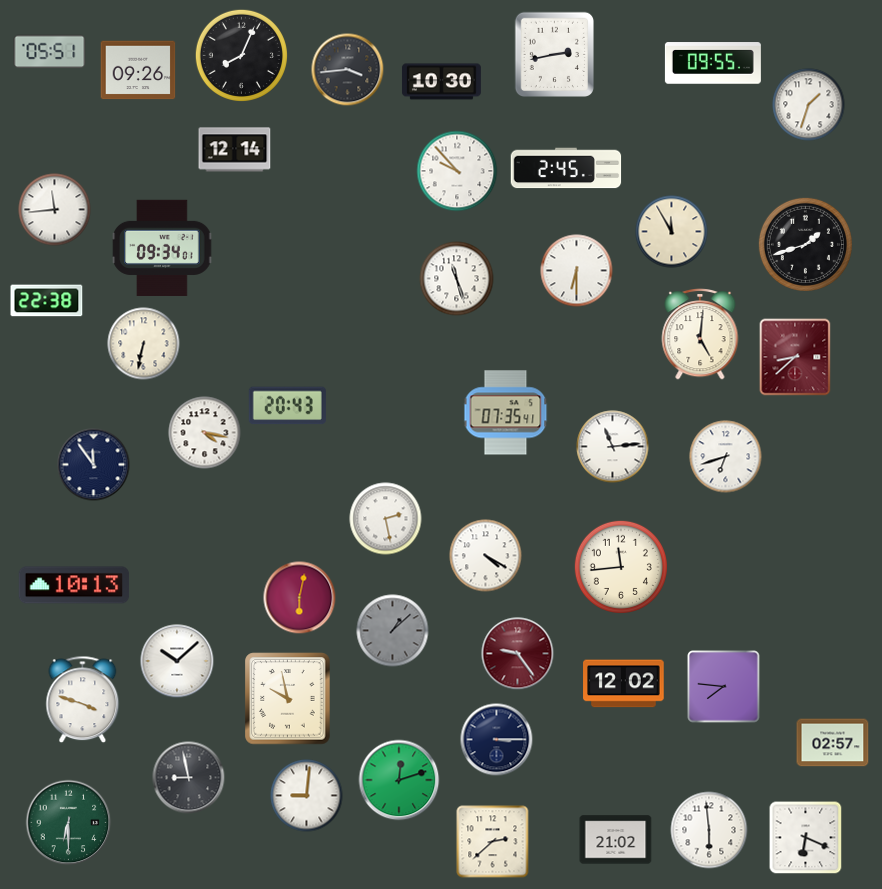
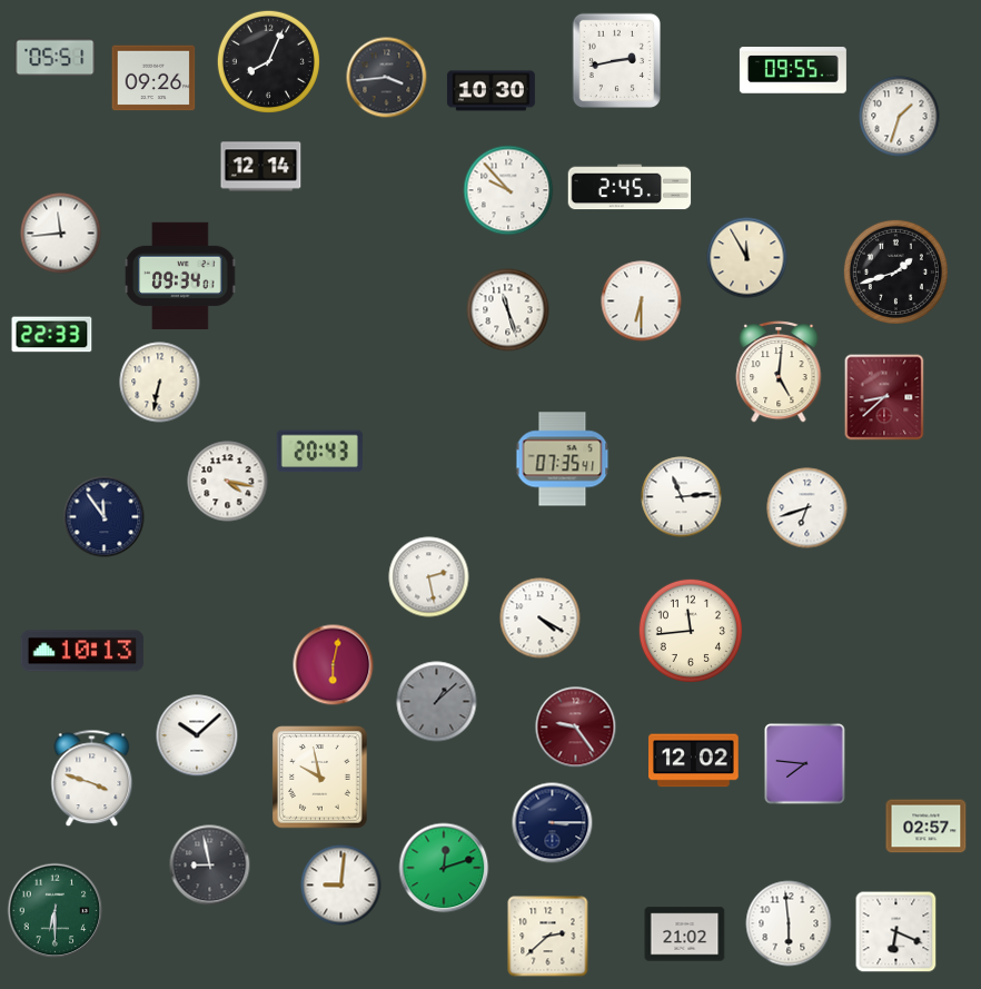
clock at (47, 301): 22:38 -> 22:33
clock at (69, 823) position: (69, 823) -> (56, 911)
